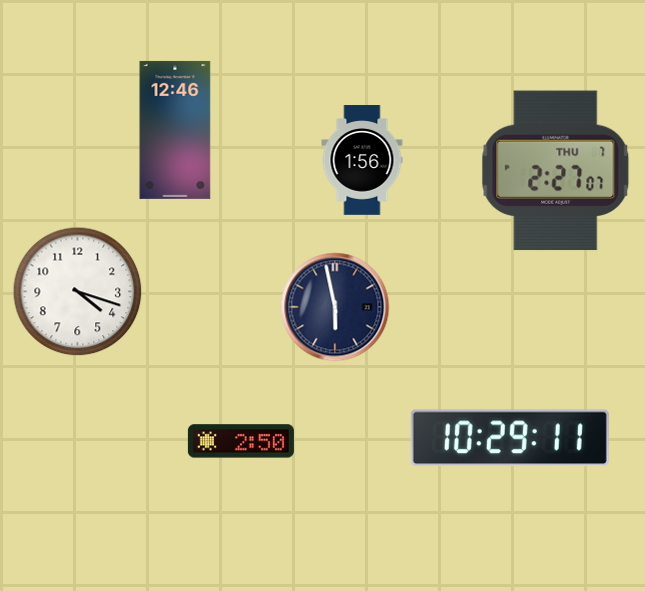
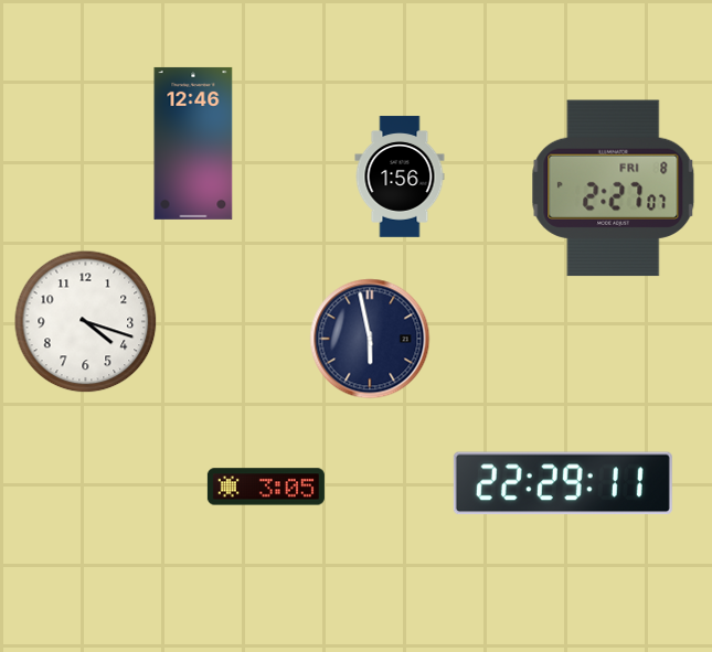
clock at (556, 171) date: THU 7 -> FRI 8
clock at (510, 438): 10:29 -> 22:29
clock at (241, 441): 2:50 -> 3:05
